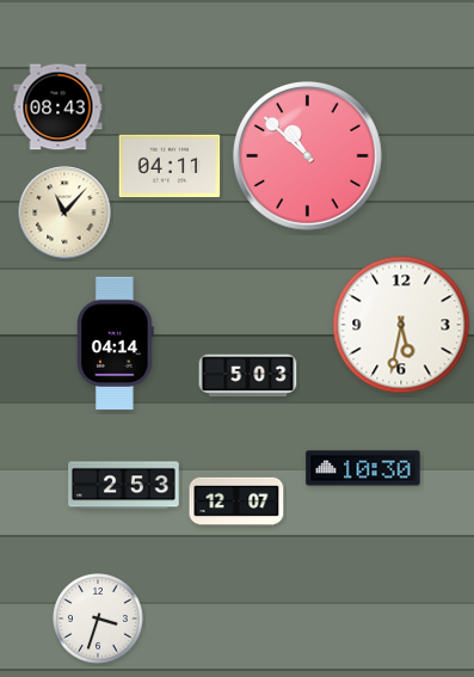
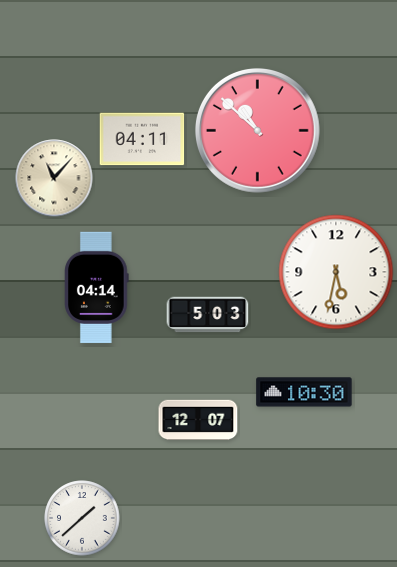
clock at (59, 107): 08:43 -> none
clock at (124, 486): 2:53 -> none
clock at (98, 618): 3:33 -> 1:38
